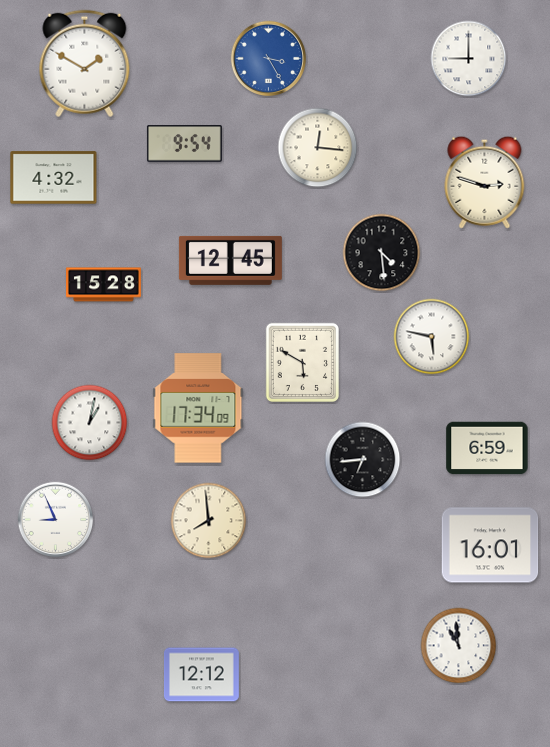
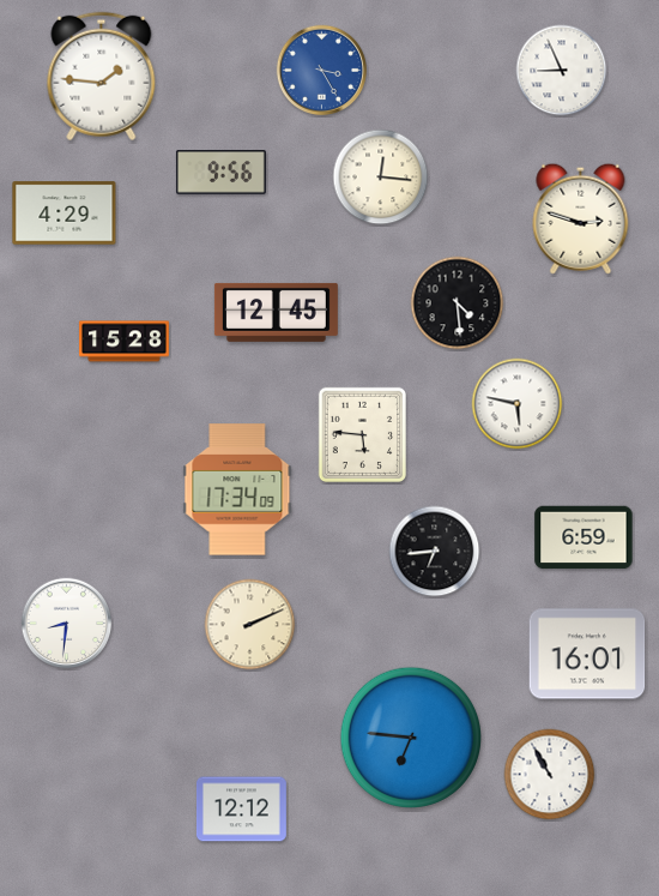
clock at (469, 59): 9:00 -> 8:56
clock at (85, 64): 1:50 -> 1:46
clock at (184, 144): 9:54 -> 9:56
clock at (54, 178): 4:32 -> 4:29
clock at (302, 362): 5:50 -> 5:46
clock at (90, 423): 1:02 -> none
clock at (56, 520): 8:56 -> 8:31
clock at (209, 521): 7:59 -> 2:11
clock at (410, 736): none -> 6:46
clock at (459, 646): 10:59 -> 10:55
